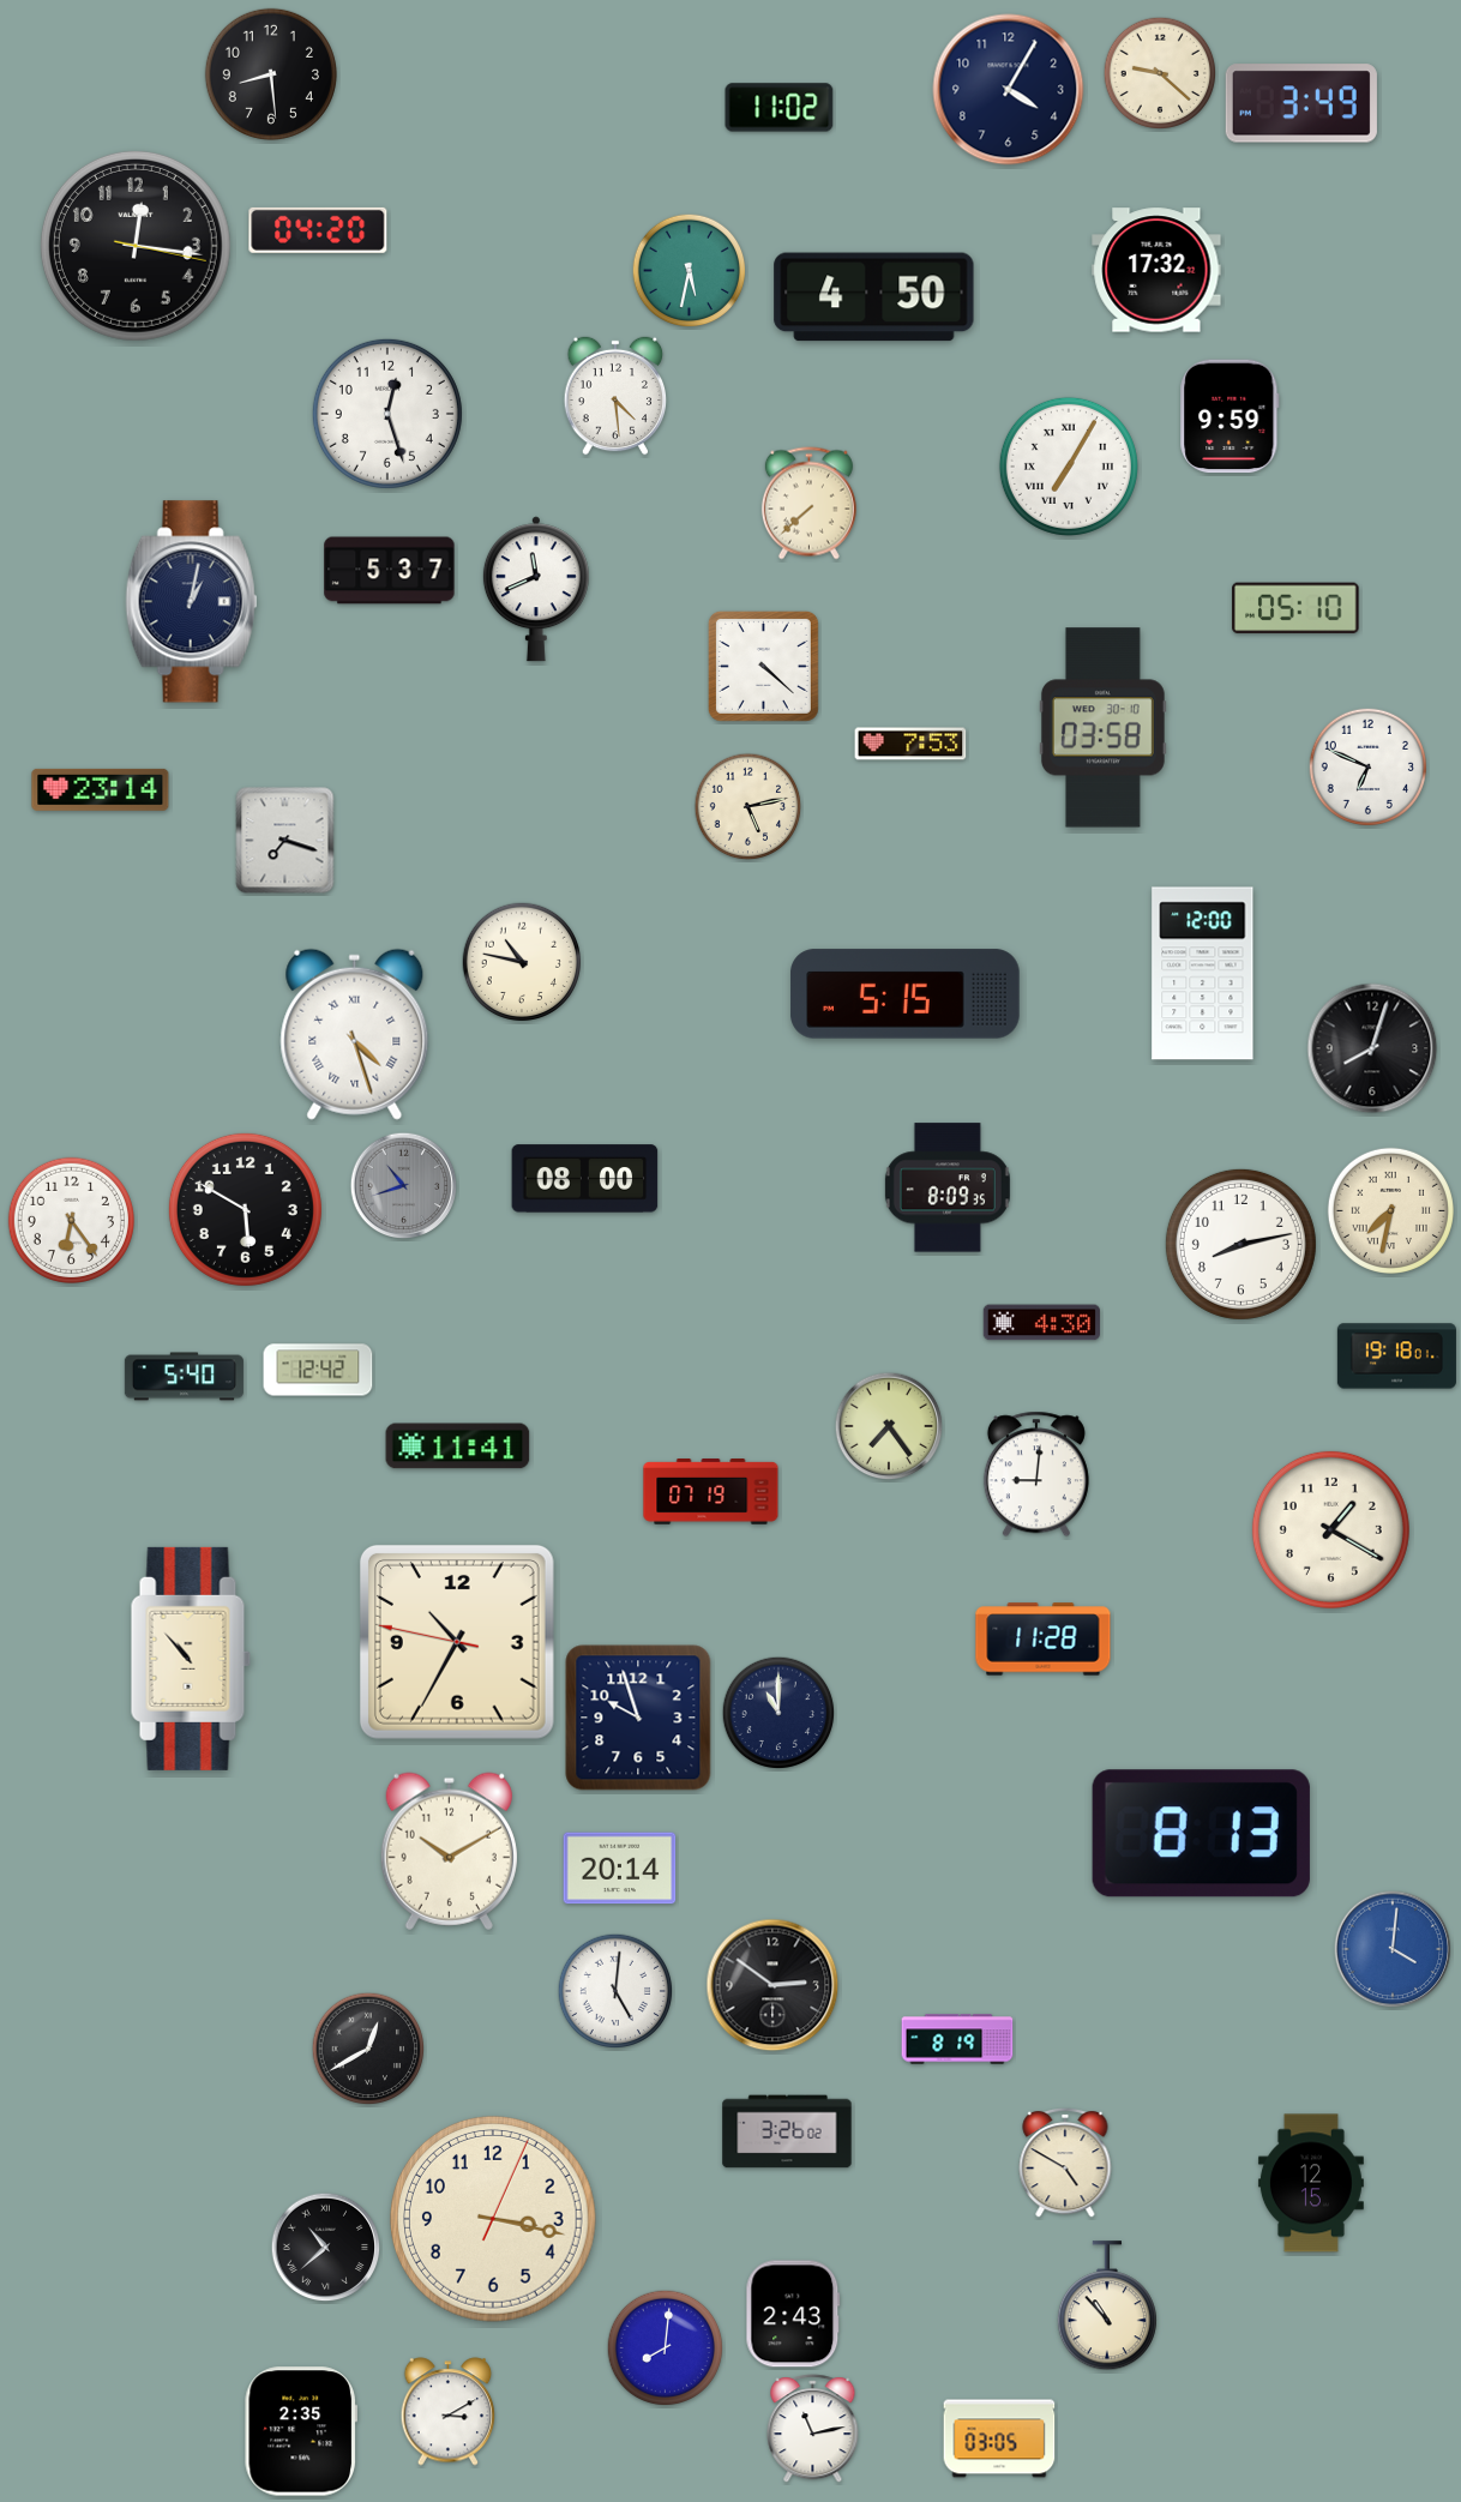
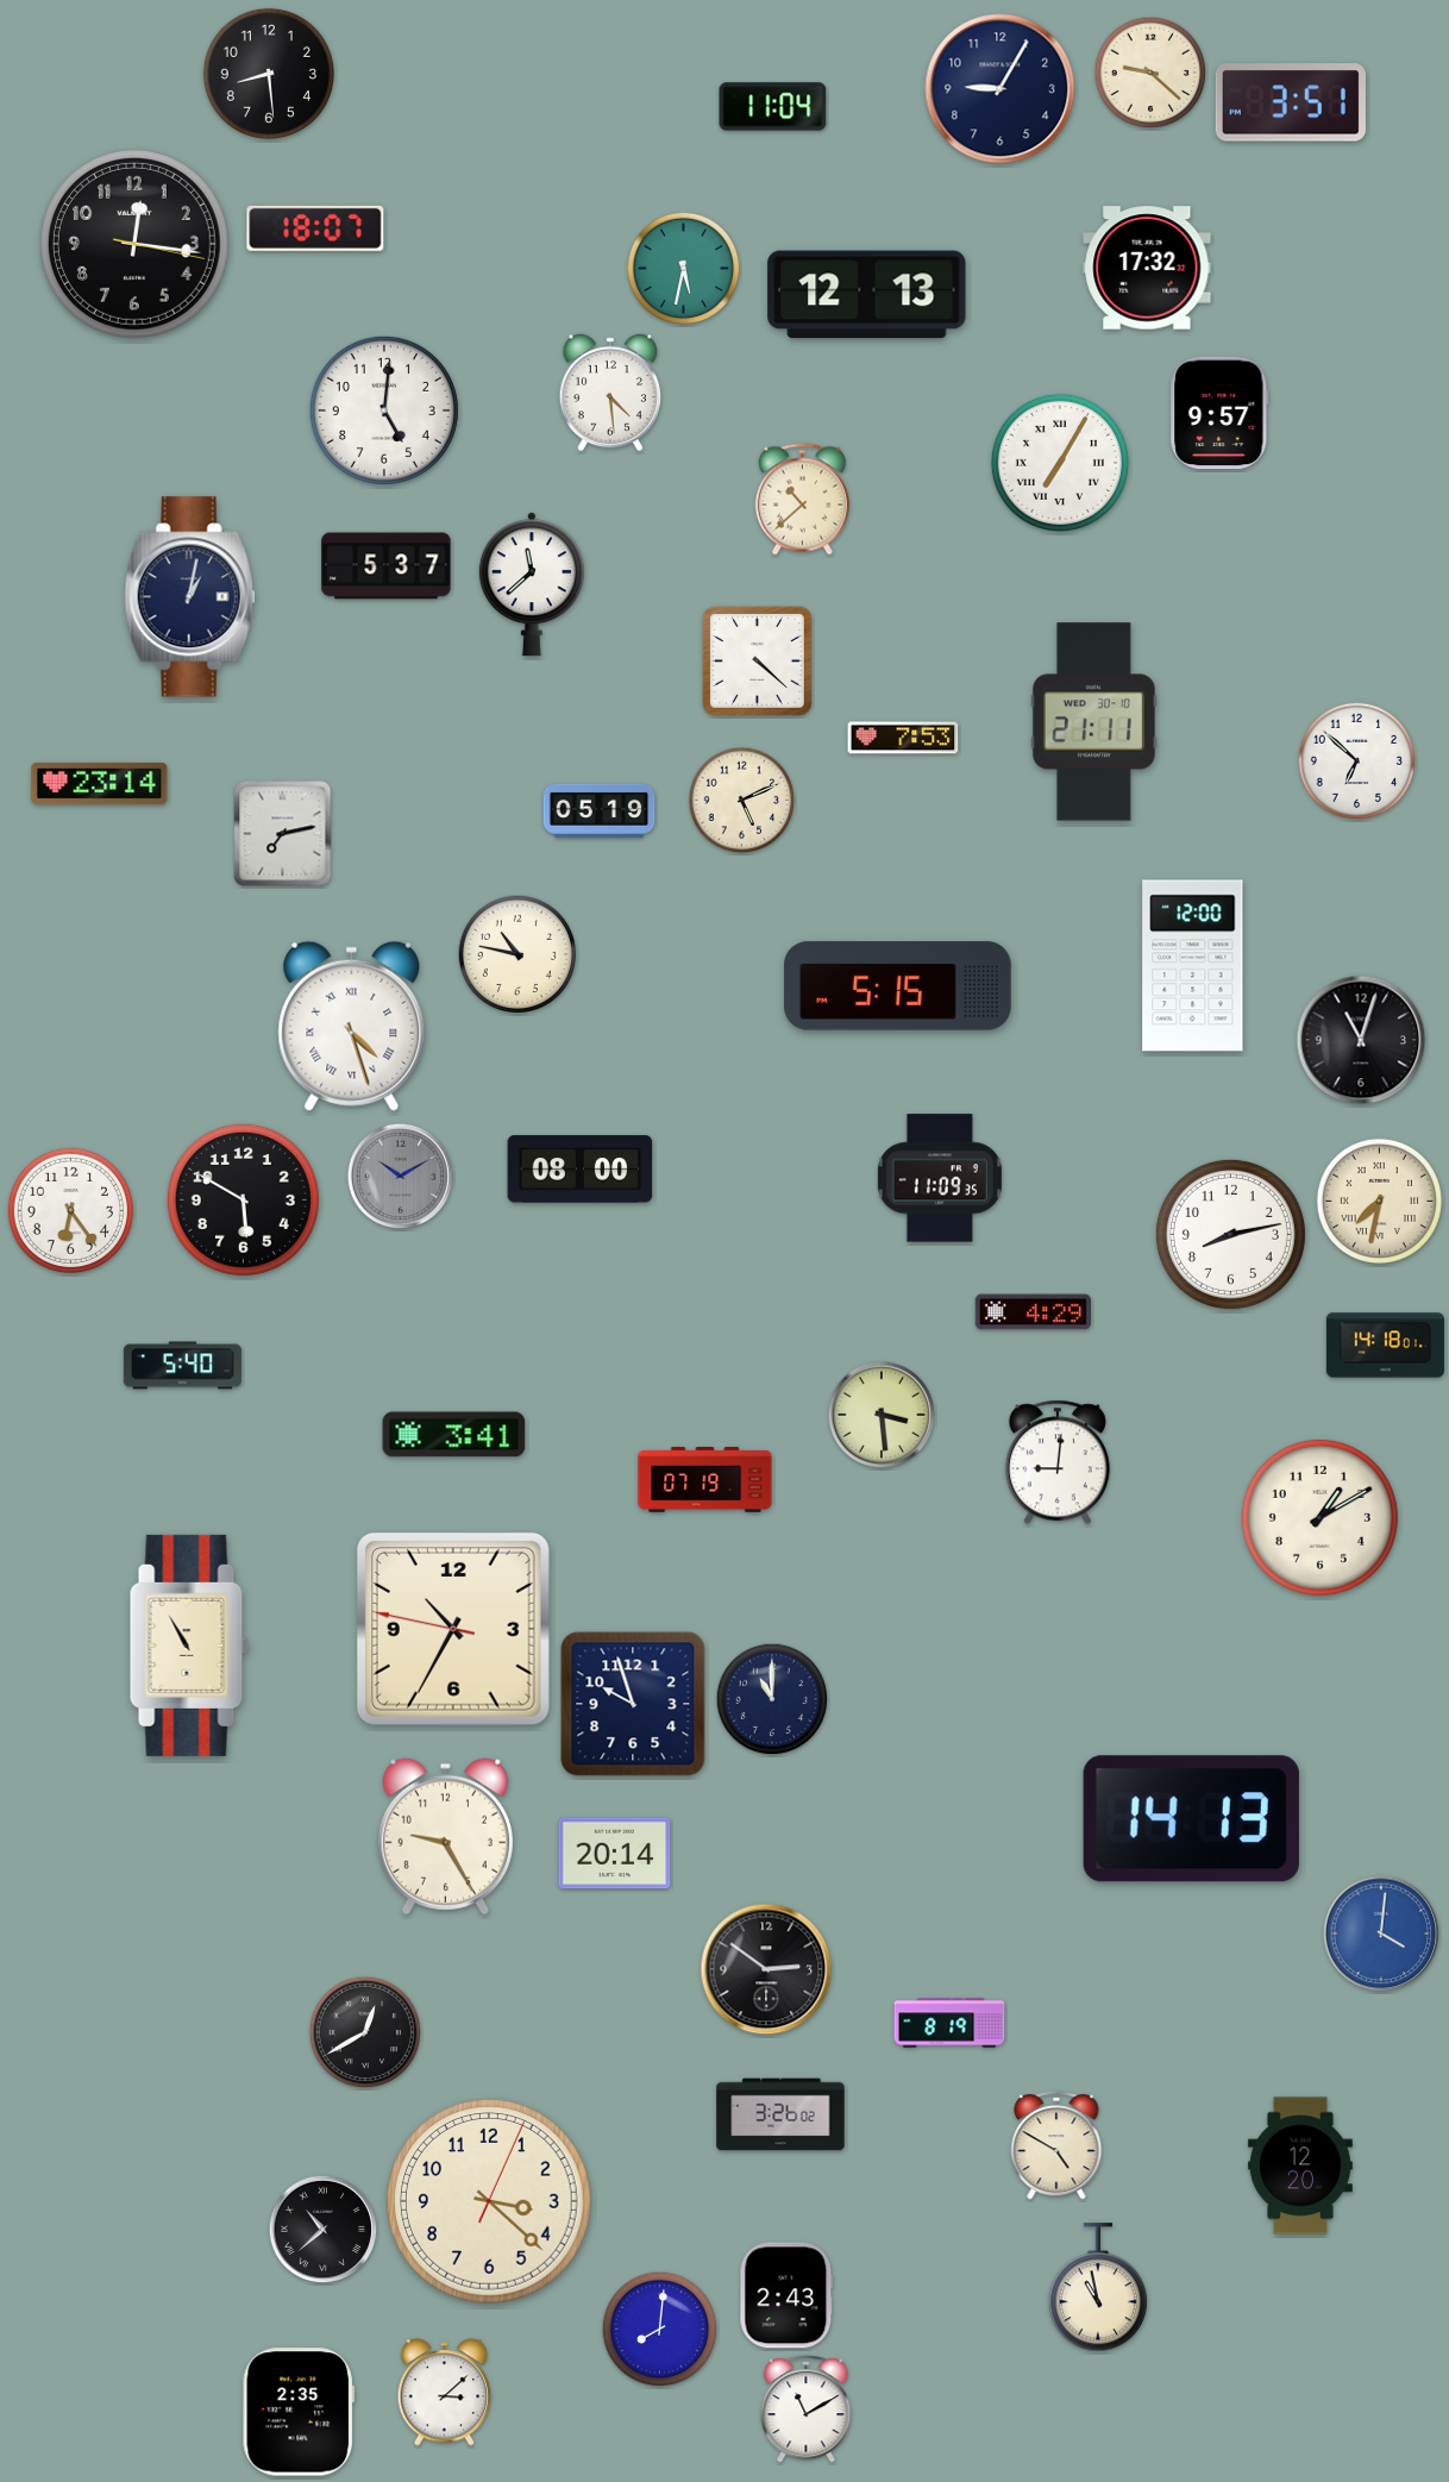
clock at (1009, 90): 4:05 -> 9:05
clock at (1301, 103): 3:49 -> 3:51
clock at (780, 108): 11:02 -> 11:04
clock at (318, 230): 04:20 -> 18:07
clock at (874, 297): 4:50 -> 12:13
clock at (387, 414): 12:27 -> 5:01
clock at (1229, 416): 9:59 -> 9:57
clock at (808, 504): 7:38 -> 10:38
clock at (536, 589): 11:41 -> 11:38
clock at (1295, 608): 05:10 -> none
clock at (1102, 728): 03:58 -> 21:11
clock at (1367, 766): 6:49 -> 6:52
clock at (748, 807): 5:13 -> 5:11
clock at (600, 810): none -> 05:19
clock at (285, 841): 7:18 -> 7:13
clock at (1372, 1048): 8:03 -> 11:03
clock at (404, 1186): 10:42 -> 10:10
clock at (948, 1187): 8:09 -> 11:09
clock at (1041, 1323): 4:30 -> 4:29
clock at (1396, 1357): 19:18 -> 14:18
clock at (318, 1370): 12:42 -> none
clock at (889, 1426): 7:24 -> 3:29
clock at (458, 1447): 11:41 -> 3:41
clock at (1036, 1474) position: (1036, 1474) -> (1058, 1462)
clock at (1330, 1529): 1:20 -> 1:10
clock at (1044, 1640): 11:28 -> none
clock at (191, 1659): 10:53 -> 10:55
clock at (1201, 1834): 8:13 -> 14:13
clock at (449, 1851): 10:10 -> 9:25
clock at (615, 1991): 5:01 -> none
clock at (1311, 2183): 12:15 -> 12:20
clock at (493, 2219): 3:17 -> 3:22
clock at (1107, 2306): 10:53 -> 10:58
clock at (449, 2412): 3:10 -> 3:08
clock at (813, 2429): 11:13 -> 11:10
clock at (999, 2438): 03:05 -> none
